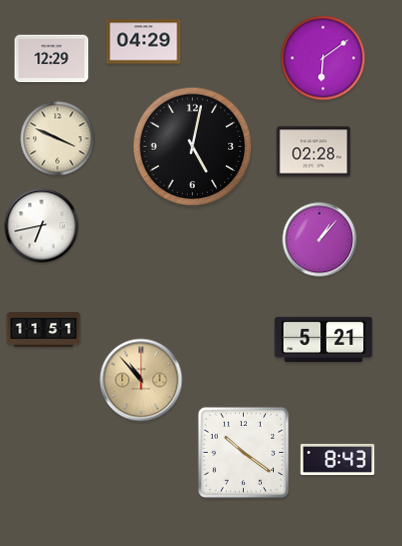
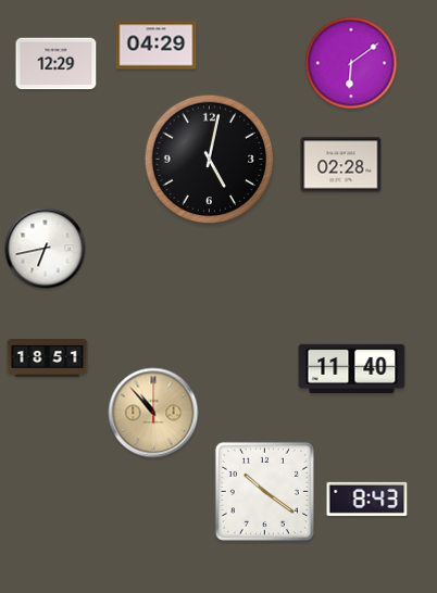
clock at (58, 139): 3:49 -> none
clock at (42, 226) position: (42, 226) -> (46, 249)
clock at (320, 240): 1:07 -> none
clock at (44, 330): 11:51 -> 18:51
clock at (324, 339): 5:21 -> 11:40
